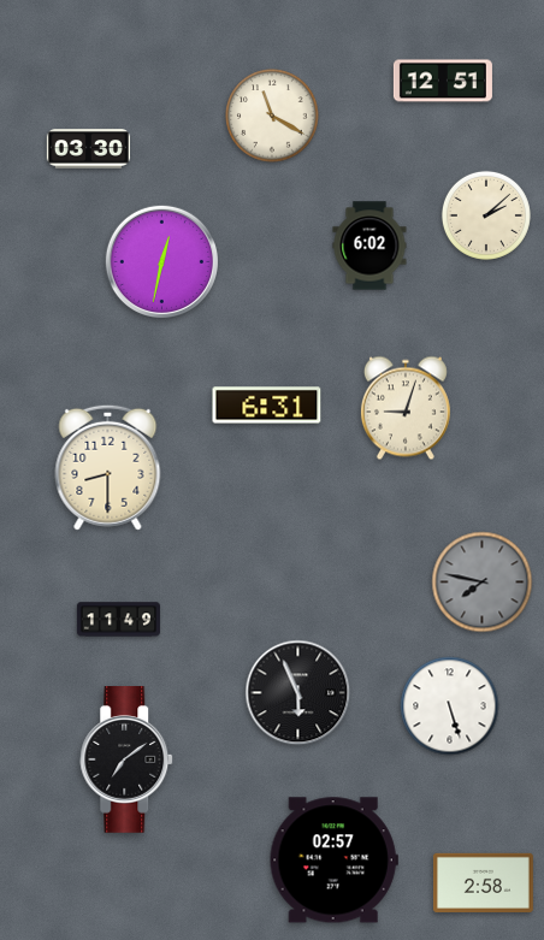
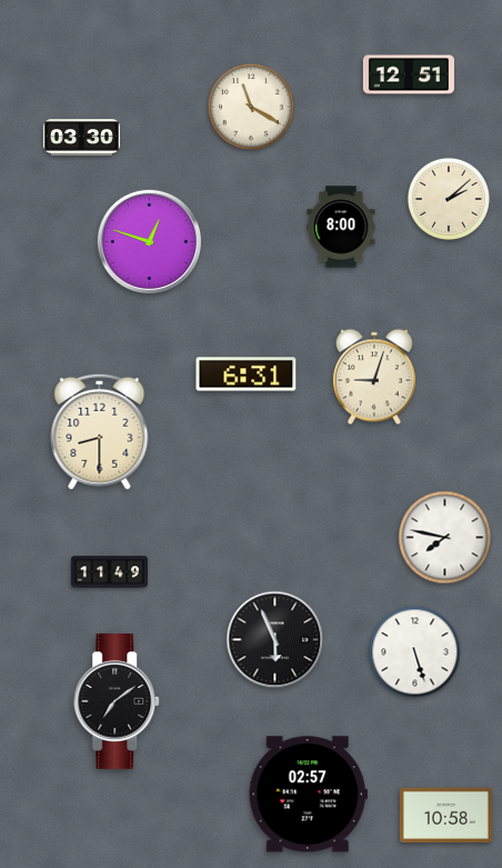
clock at (369, 246): 6:02 -> 8:00
clock at (161, 261): 12:32 -> 12:48
clock at (483, 583) dial: grey -> white
clock at (483, 882): 2:58 -> 10:58
